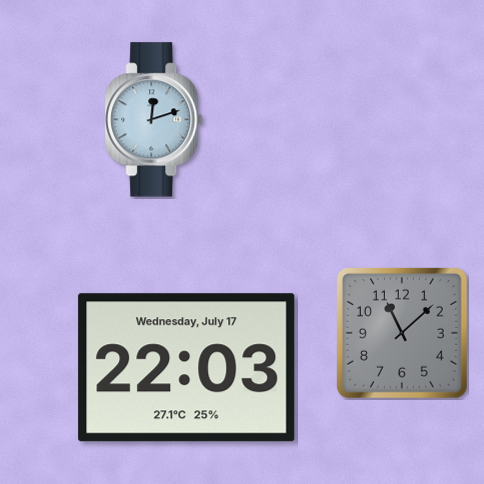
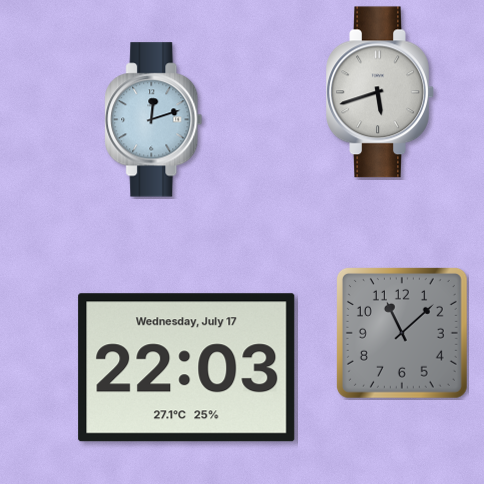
clock at (380, 92): none -> 5:42
